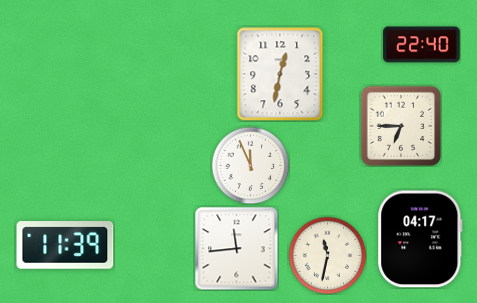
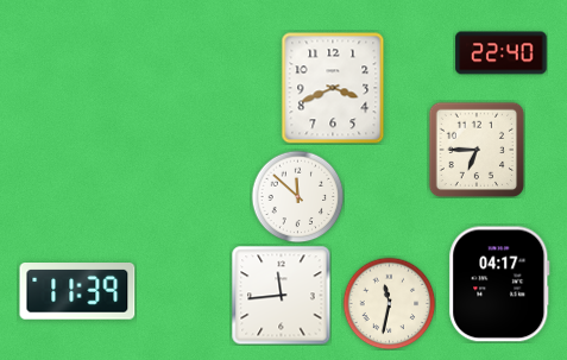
clock at (280, 74): 12:32 -> 3:41
clock at (250, 165): 11:56 -> 11:52
